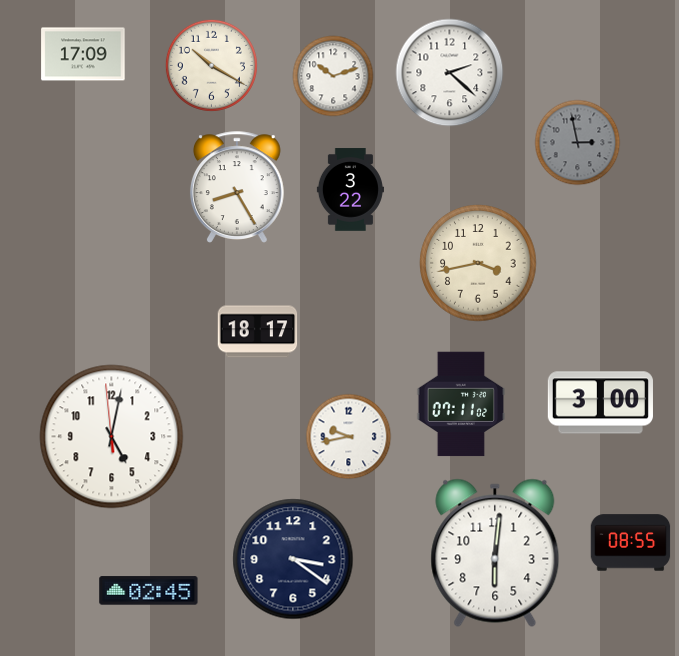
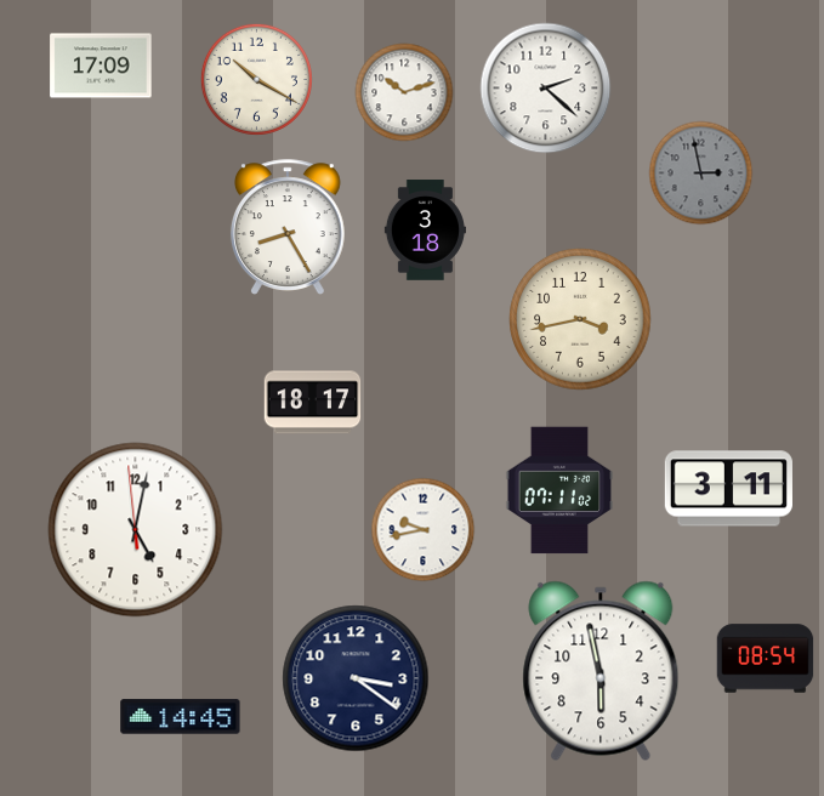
clock at (350, 190): 3:22 -> 3:18
clock at (600, 403): 3:00 -> 3:11
clock at (631, 543): 08:55 -> 08:54
clock at (495, 553): 6:01 -> 5:58
clock at (149, 591): 02:45 -> 14:45
